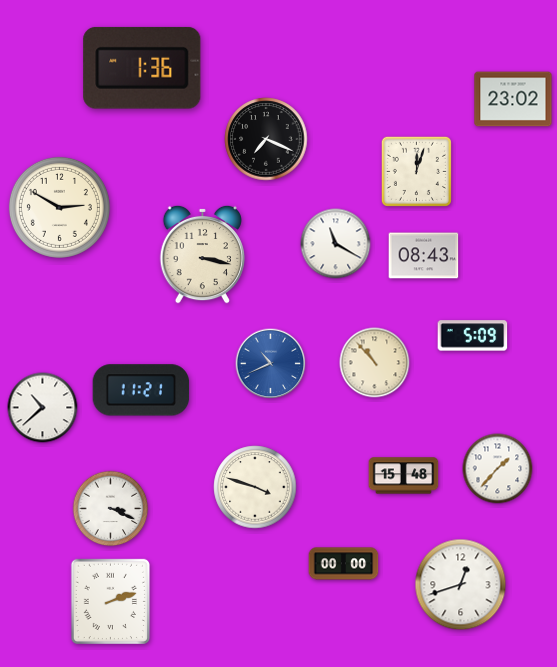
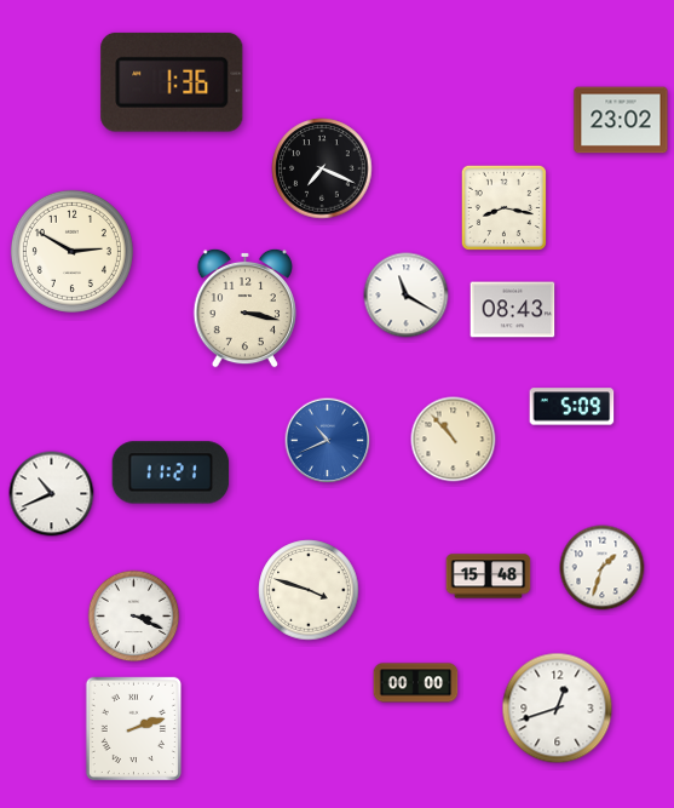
clock at (416, 171): 12:03 -> 8:17
clock at (43, 408): 10:38 -> 10:41
clock at (498, 469): 1:37 -> 1:33
